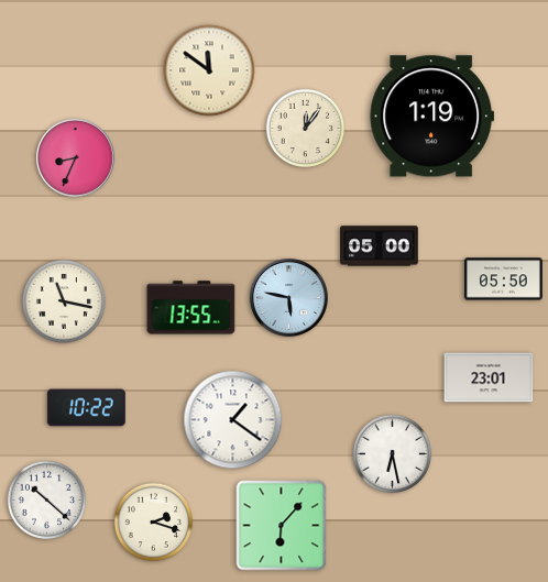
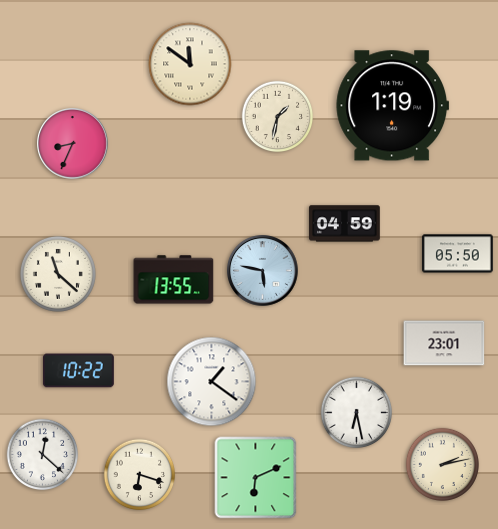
clock at (306, 129): 12:06 -> 1:32
clock at (76, 158) position: (76, 158) -> (73, 144)
clock at (380, 246): 05:00 -> 04:59
clock at (64, 301): 11:17 -> 11:22
clock at (47, 501): 10:22 -> 12:22
clock at (442, 464): none -> 2:13
clock at (154, 523): 2:18 -> 6:18
clock at (282, 526): 6:07 -> 6:11
